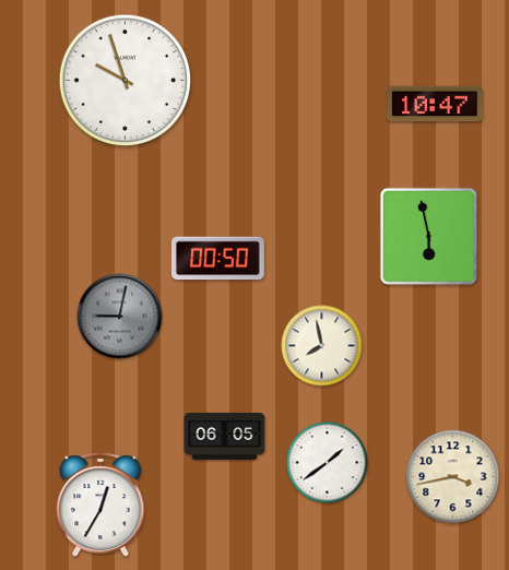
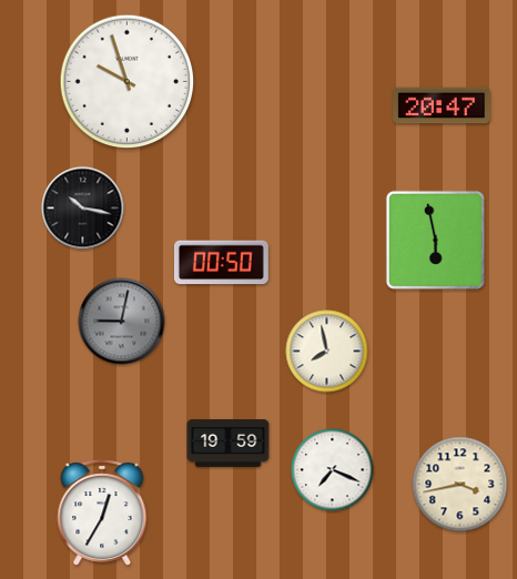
clock at (435, 104): 10:47 -> 20:47
clock at (83, 209): none -> 10:17
clock at (225, 436): 06:05 -> 19:59
clock at (328, 463): 1:39 -> 7:19
